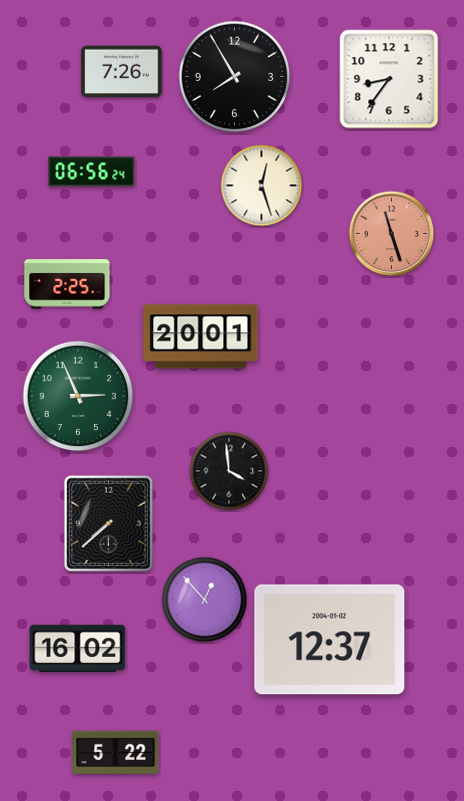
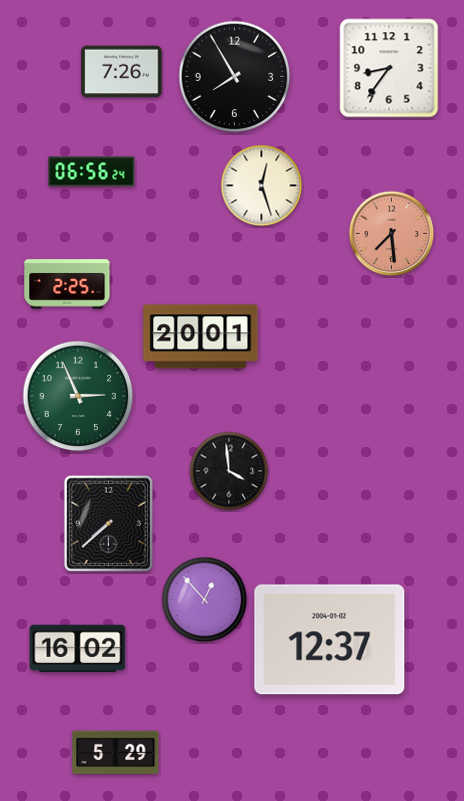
clock at (389, 79) position: (389, 79) -> (389, 68)
clock at (392, 234): 11:27 -> 7:29
clock at (116, 753): 5:22 -> 5:29
